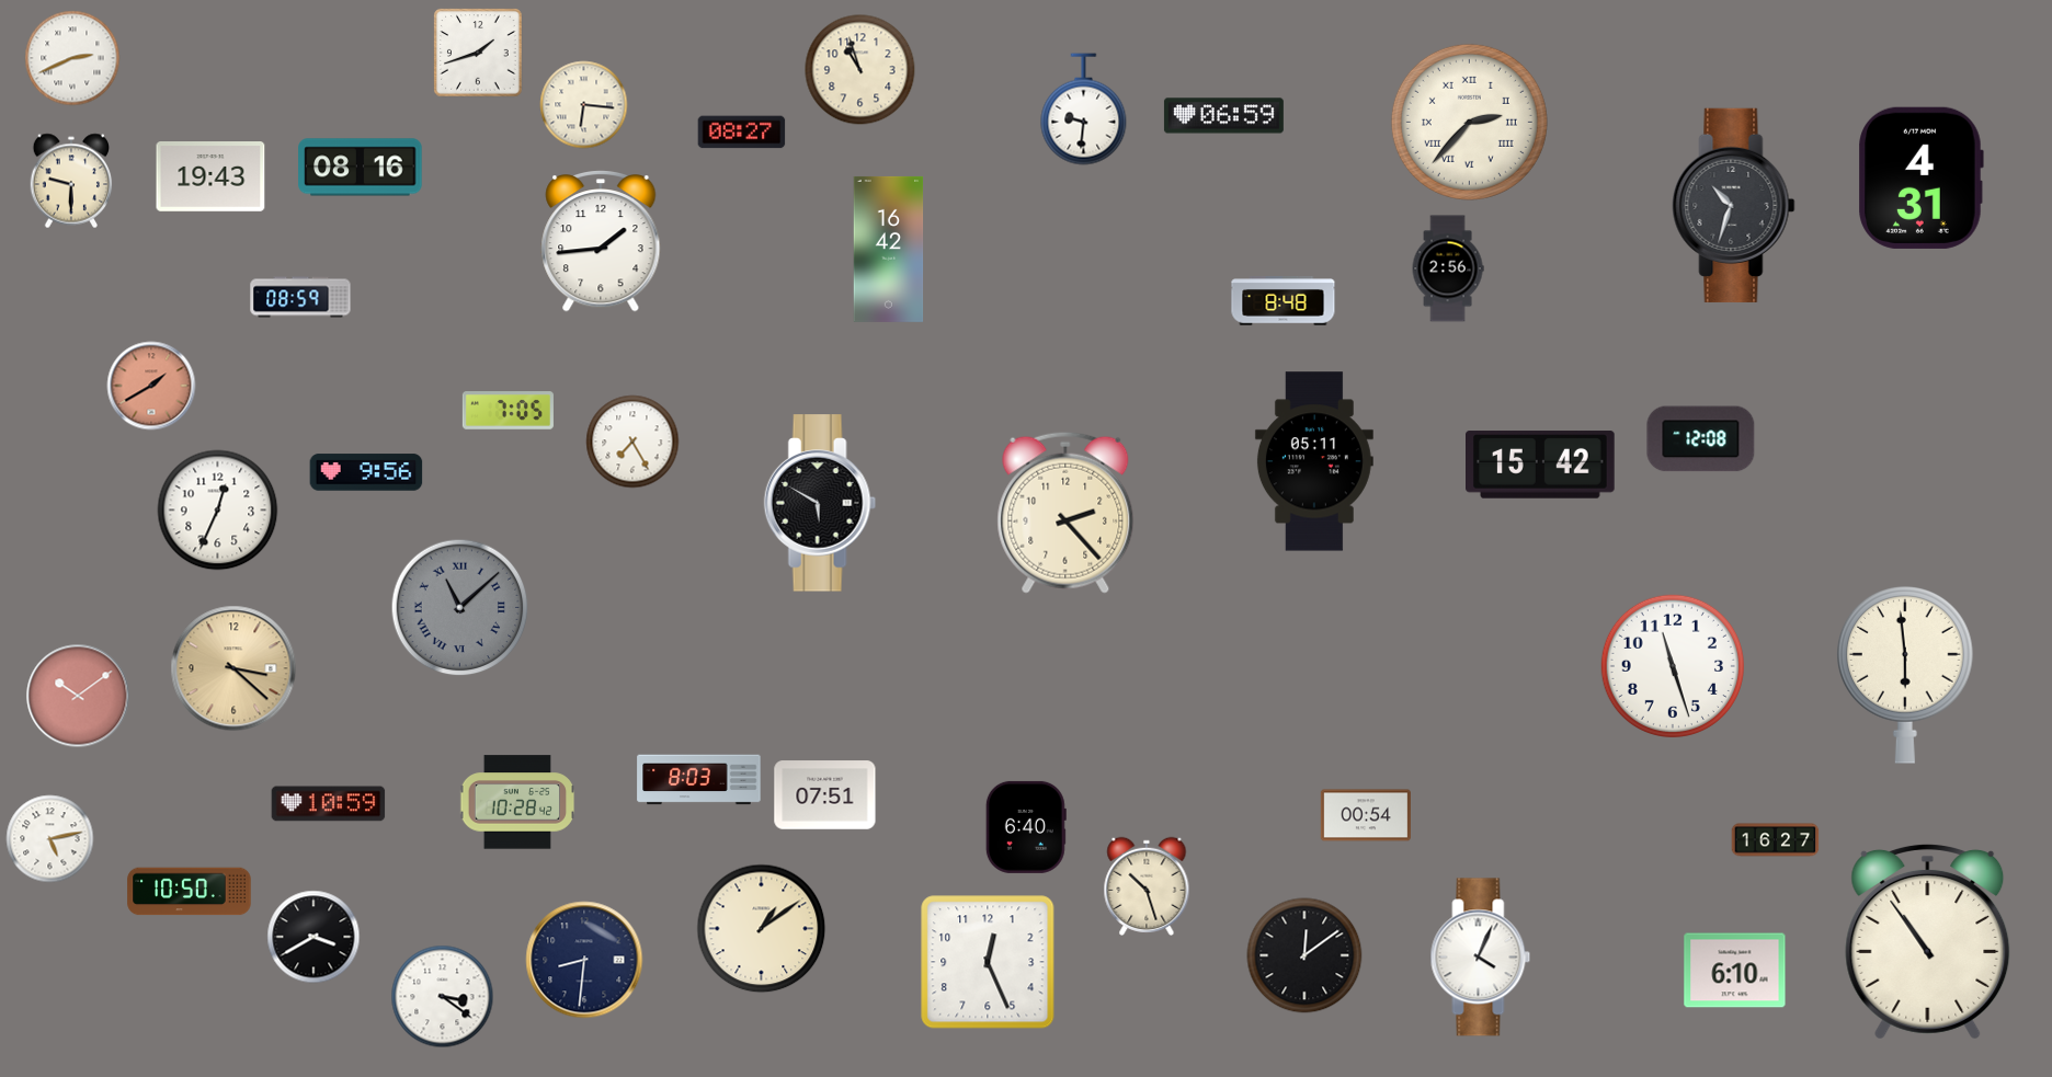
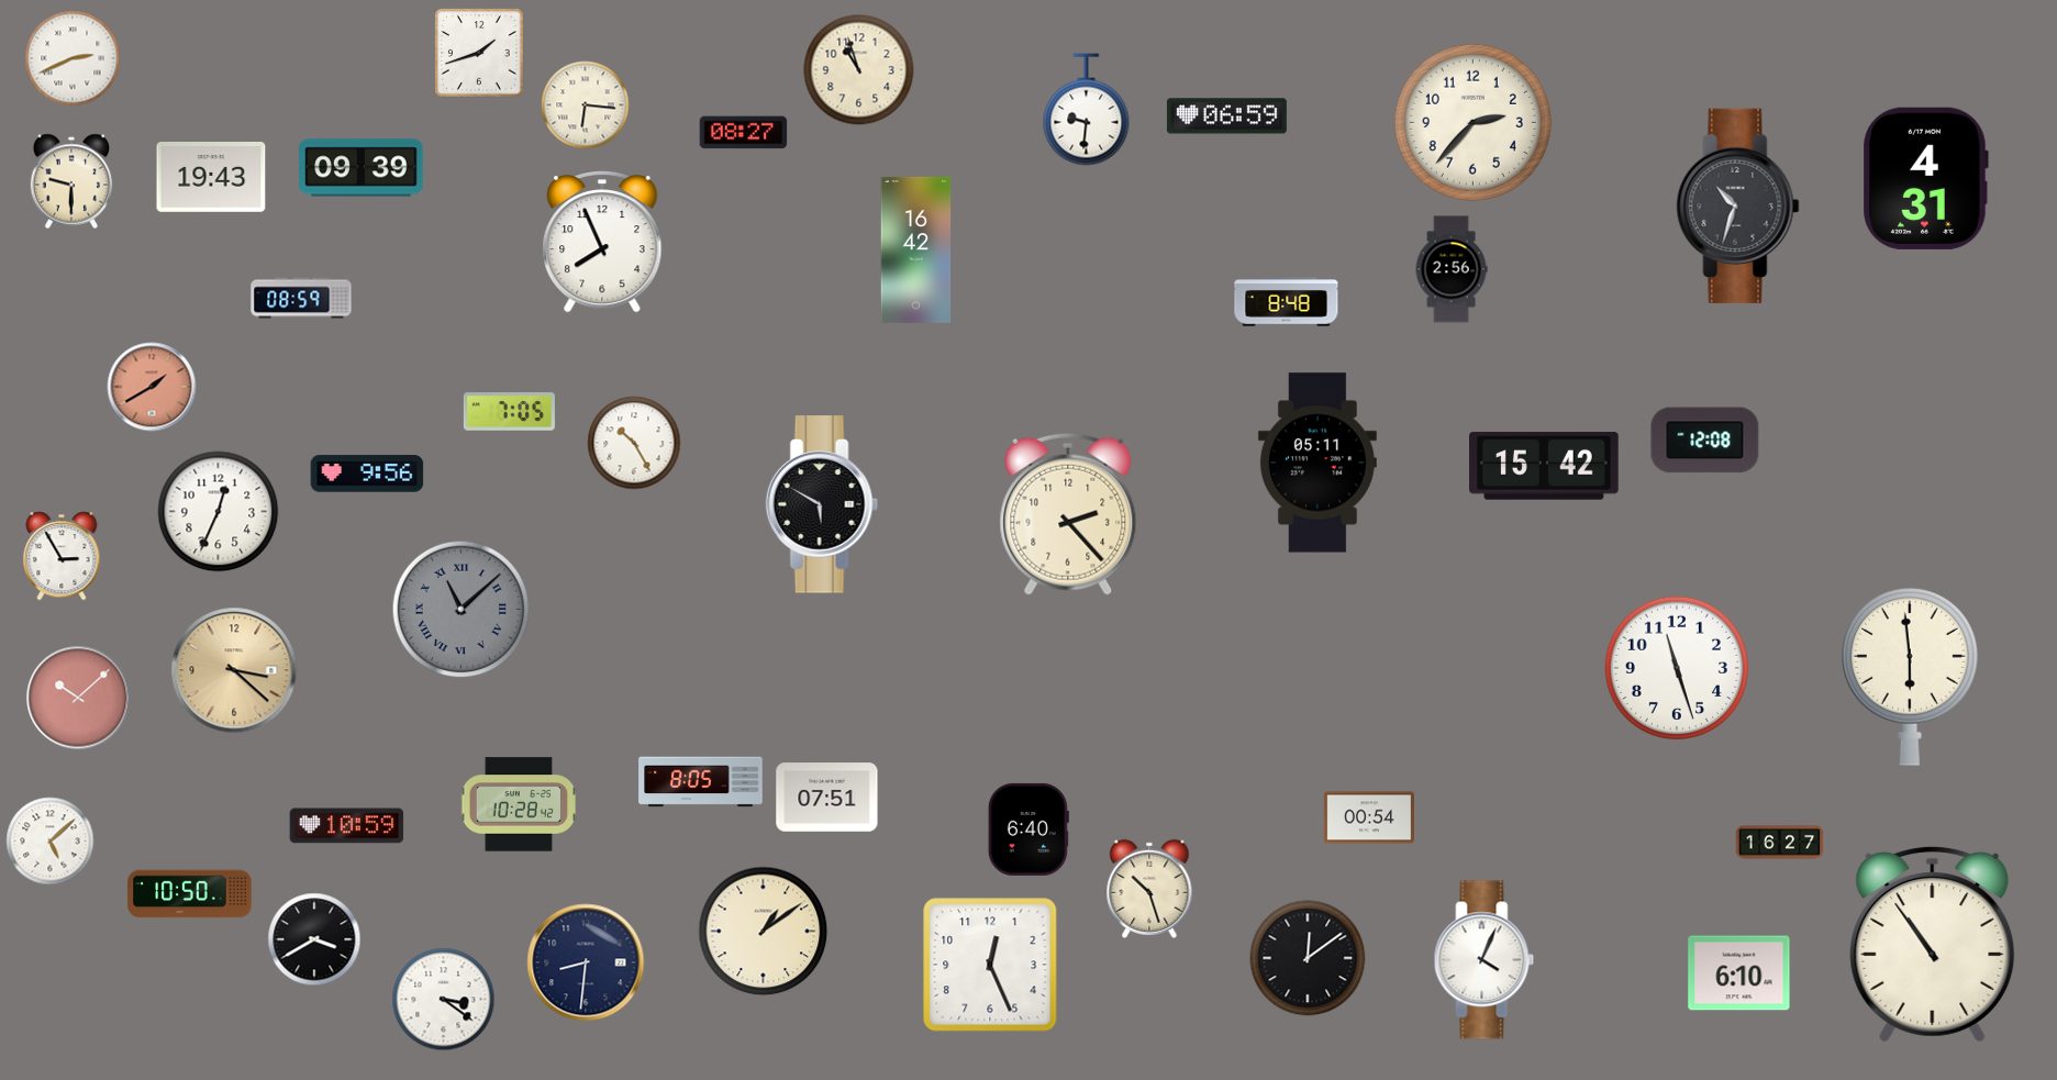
clock at (860, 70) position: (860, 70) -> (859, 70)
clock at (1469, 122) numerals: Roman -> Arabic
clock at (361, 168): 08:16 -> 09:39
clock at (601, 242): 1:44 -> 7:56
clock at (889, 249) position: (889, 249) -> (916, 249)
clock at (632, 442): 7:25 -> 10:25
clock at (62, 556): none -> 2:55
clock at (78, 696): 10:09 -> 10:08
clock at (699, 780): 8:03 -> 8:05
clock at (329, 804) position: (329, 804) -> (347, 826)
clock at (50, 839): 5:13 -> 5:08
